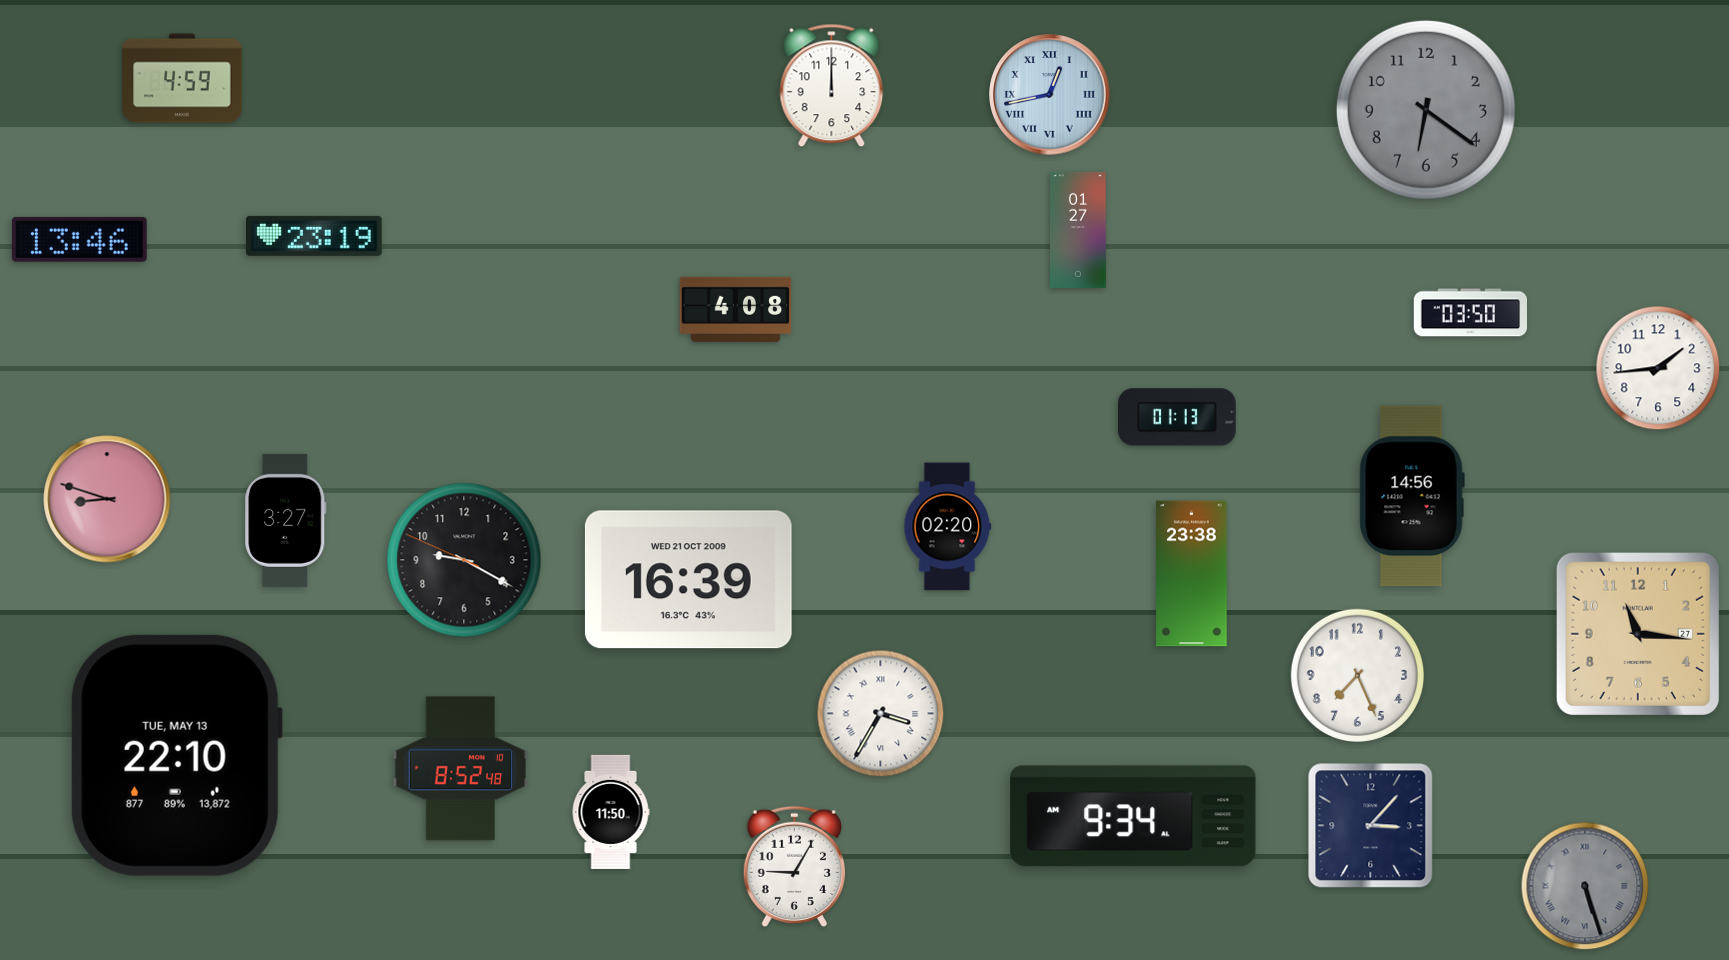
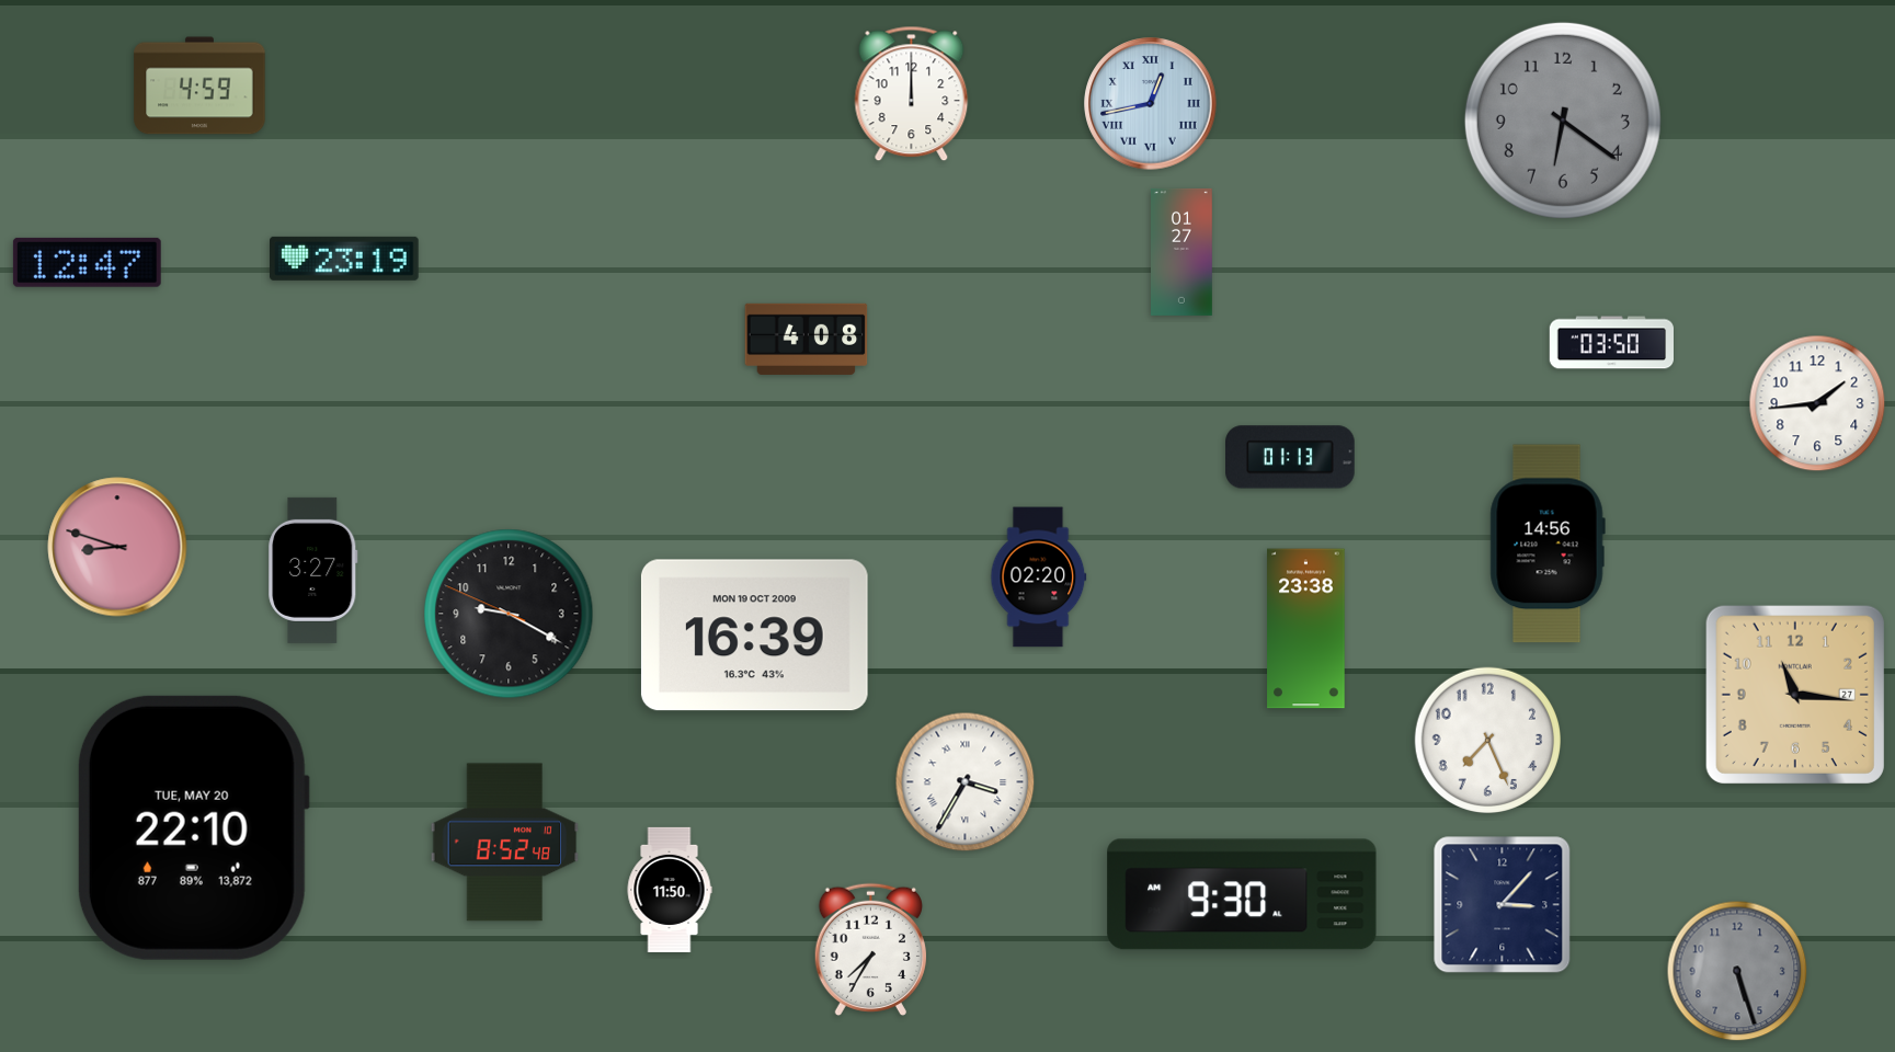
clock at (79, 239): 13:46 -> 12:47
clock at (688, 580) date: WED 21 OCT 2009 -> MON 19 OCT 2009
clock at (176, 755) date: TUE, MAY 13 -> TUE, MAY 20
clock at (1133, 816): 9:34 -> 9:30
clock at (794, 866): 9:05 -> 7:35
clock at (1585, 886) numerals: Roman -> Arabic
